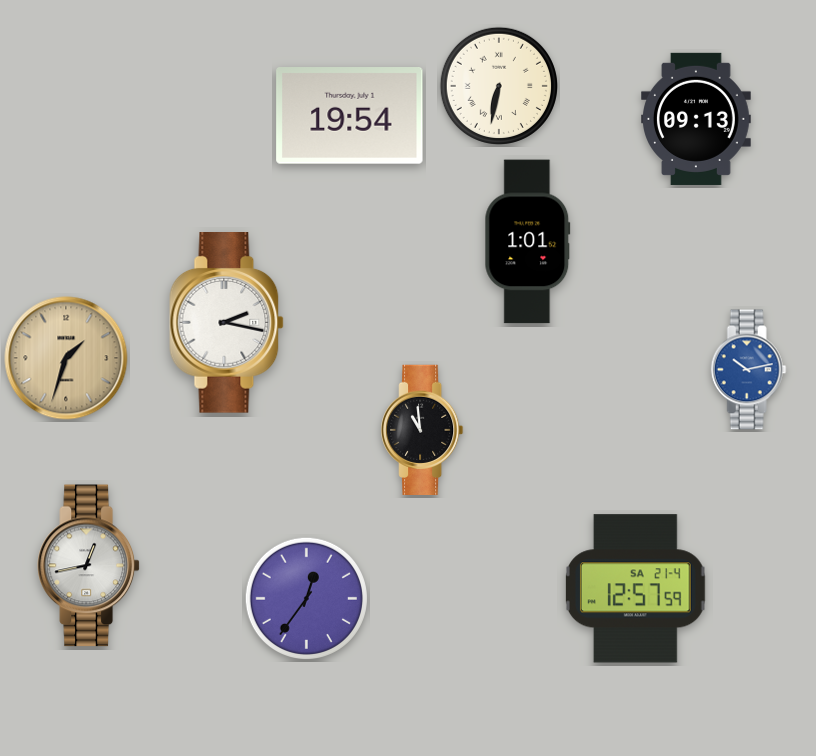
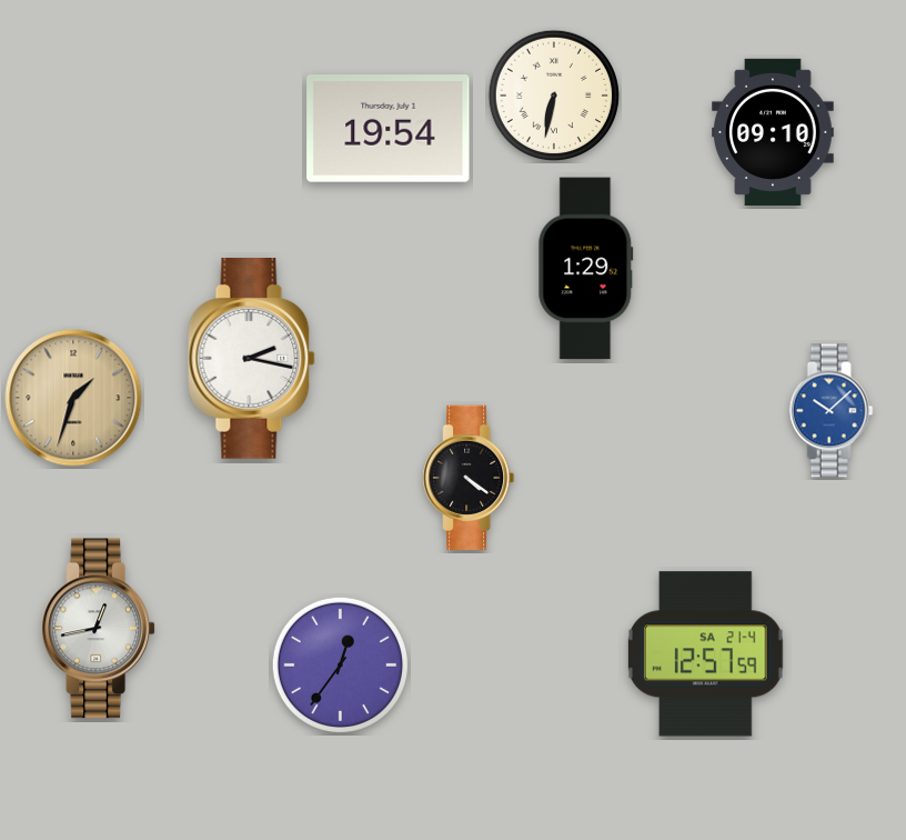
clock at (697, 119): 09:13 -> 09:10
clock at (528, 242): 1:01 -> 1:29
clock at (748, 370): 10:13 -> 10:08
clock at (422, 429): 10:59 -> 4:21
